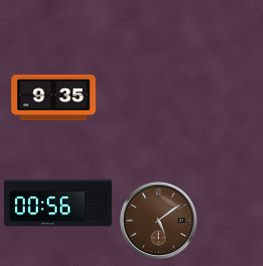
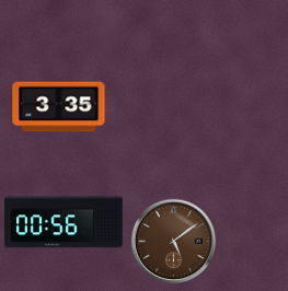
clock at (54, 98): 9:35 -> 3:35
